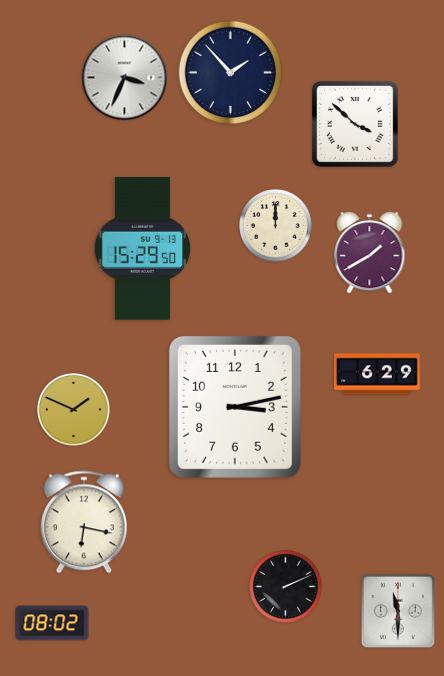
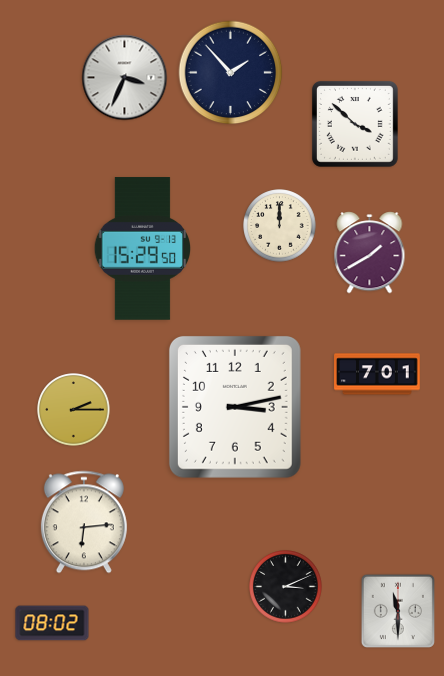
clock at (276, 226) position: (276, 226) -> (280, 226)
clock at (377, 374): 6:29 -> 7:01
clock at (74, 410): 1:49 -> 2:15
clock at (84, 522): 6:17 -> 6:14
clock at (286, 587): 2:11 -> 3:11
